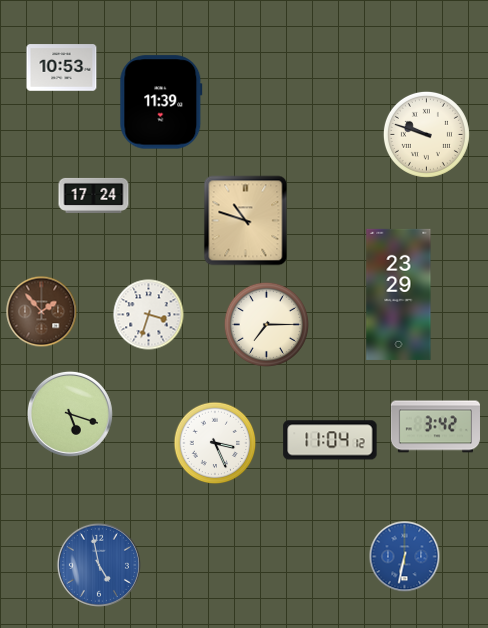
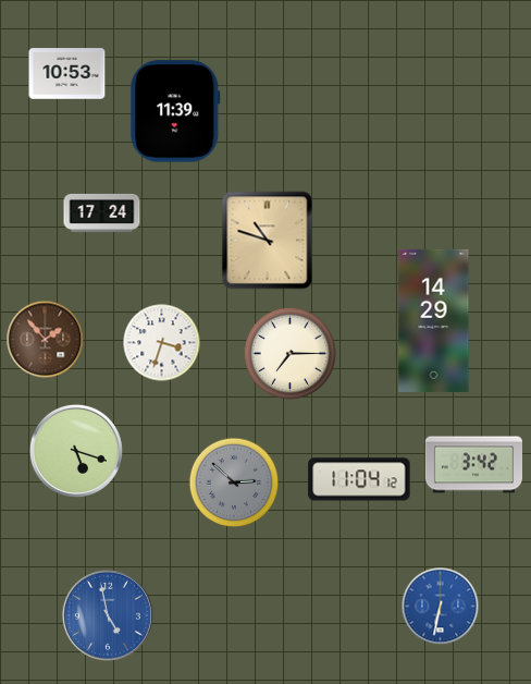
clock at (426, 134): 9:48 -> none
clock at (399, 294): 23:29 -> 14:29
clock at (215, 443): 3:26 -> 2:52
clock at (215, 443) dial: white -> grey
